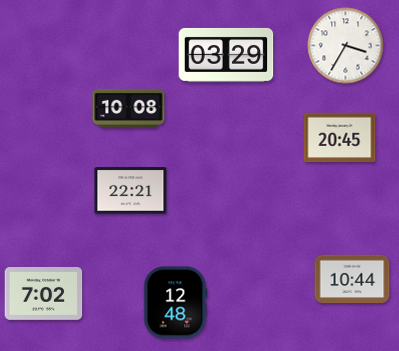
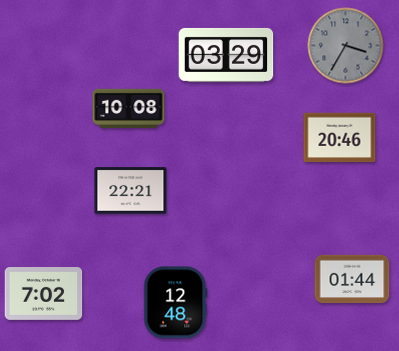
clock at (346, 46) dial: white -> grey
clock at (340, 138): 20:45 -> 20:46
clock at (352, 279): 10:44 -> 01:44
